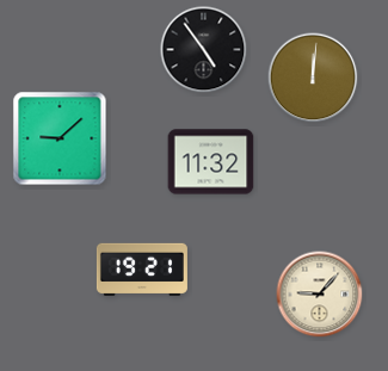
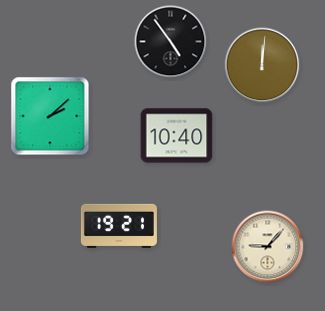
clock at (60, 138): 9:08 -> 2:08
clock at (211, 162): 11:32 -> 10:40
